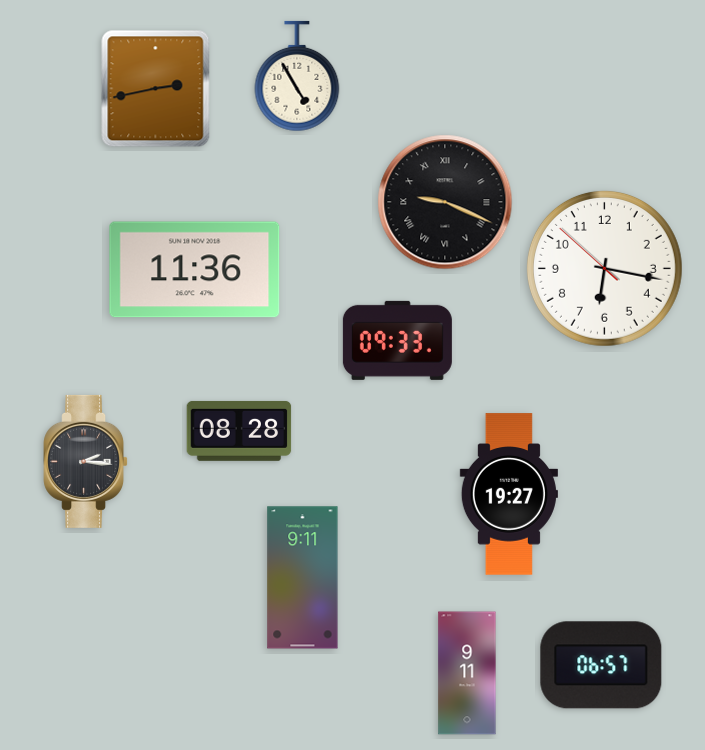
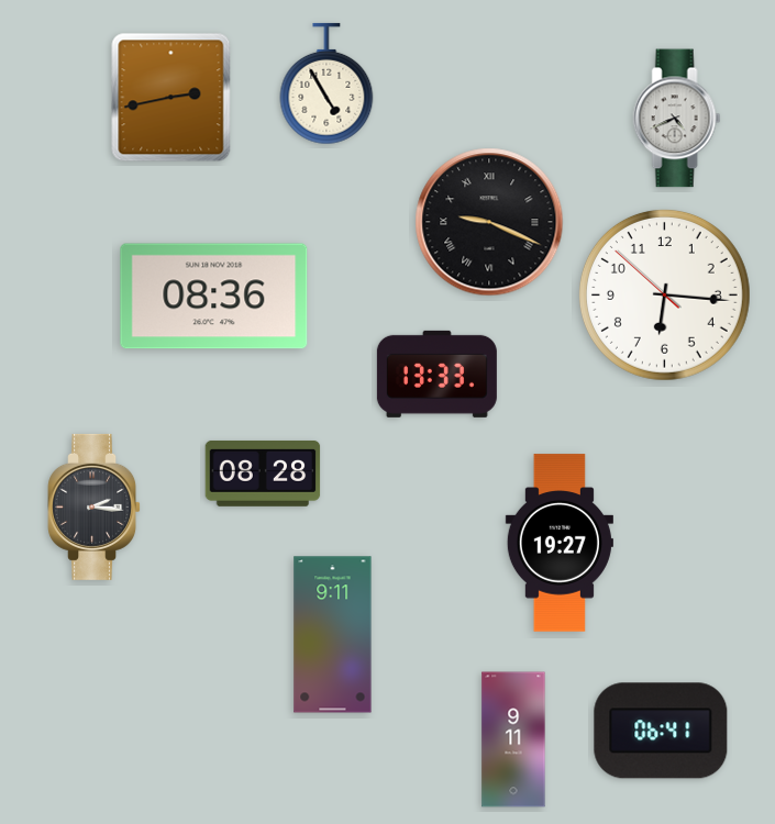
clock at (677, 119): none -> 4:41
clock at (604, 268): 6:16 -> 6:15
clock at (195, 270): 11:36 -> 08:36
clock at (397, 340): 09:33 -> 13:33
clock at (601, 665): 06:57 -> 06:41
